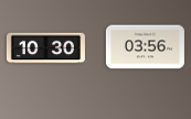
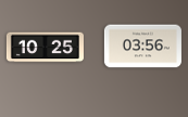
clock at (45, 48): 10:30 -> 10:25
